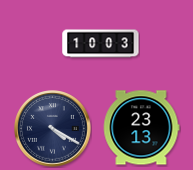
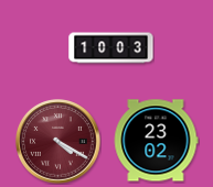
clock at (141, 128): 23:13 -> 23:02
clock at (53, 129) dial: navy -> burgundy
